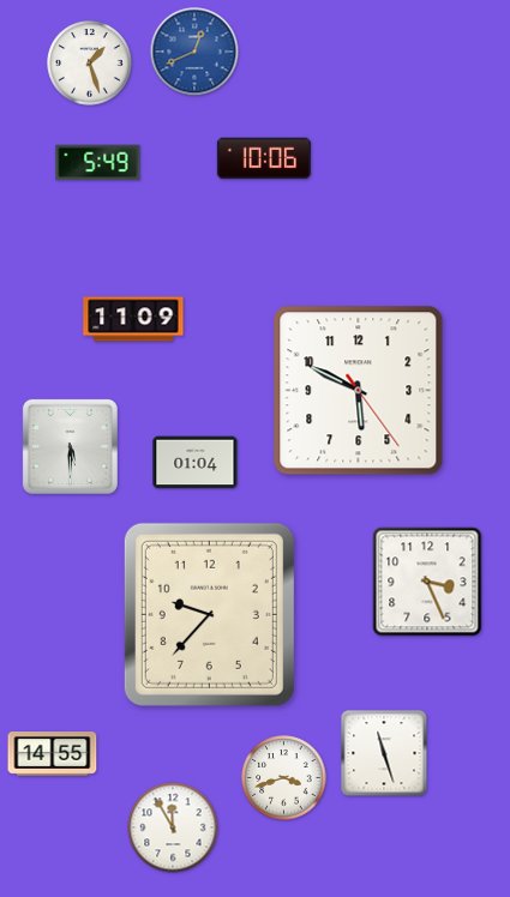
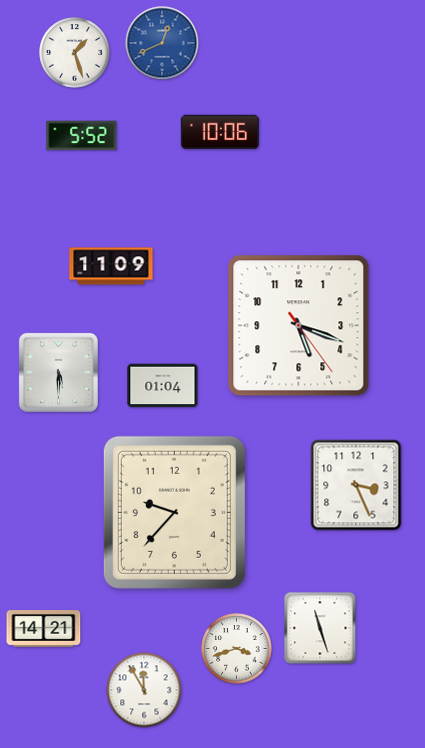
clock at (98, 163): 5:49 -> 5:52
clock at (359, 391): 5:49 -> 5:18
clock at (53, 754): 14:55 -> 14:21
